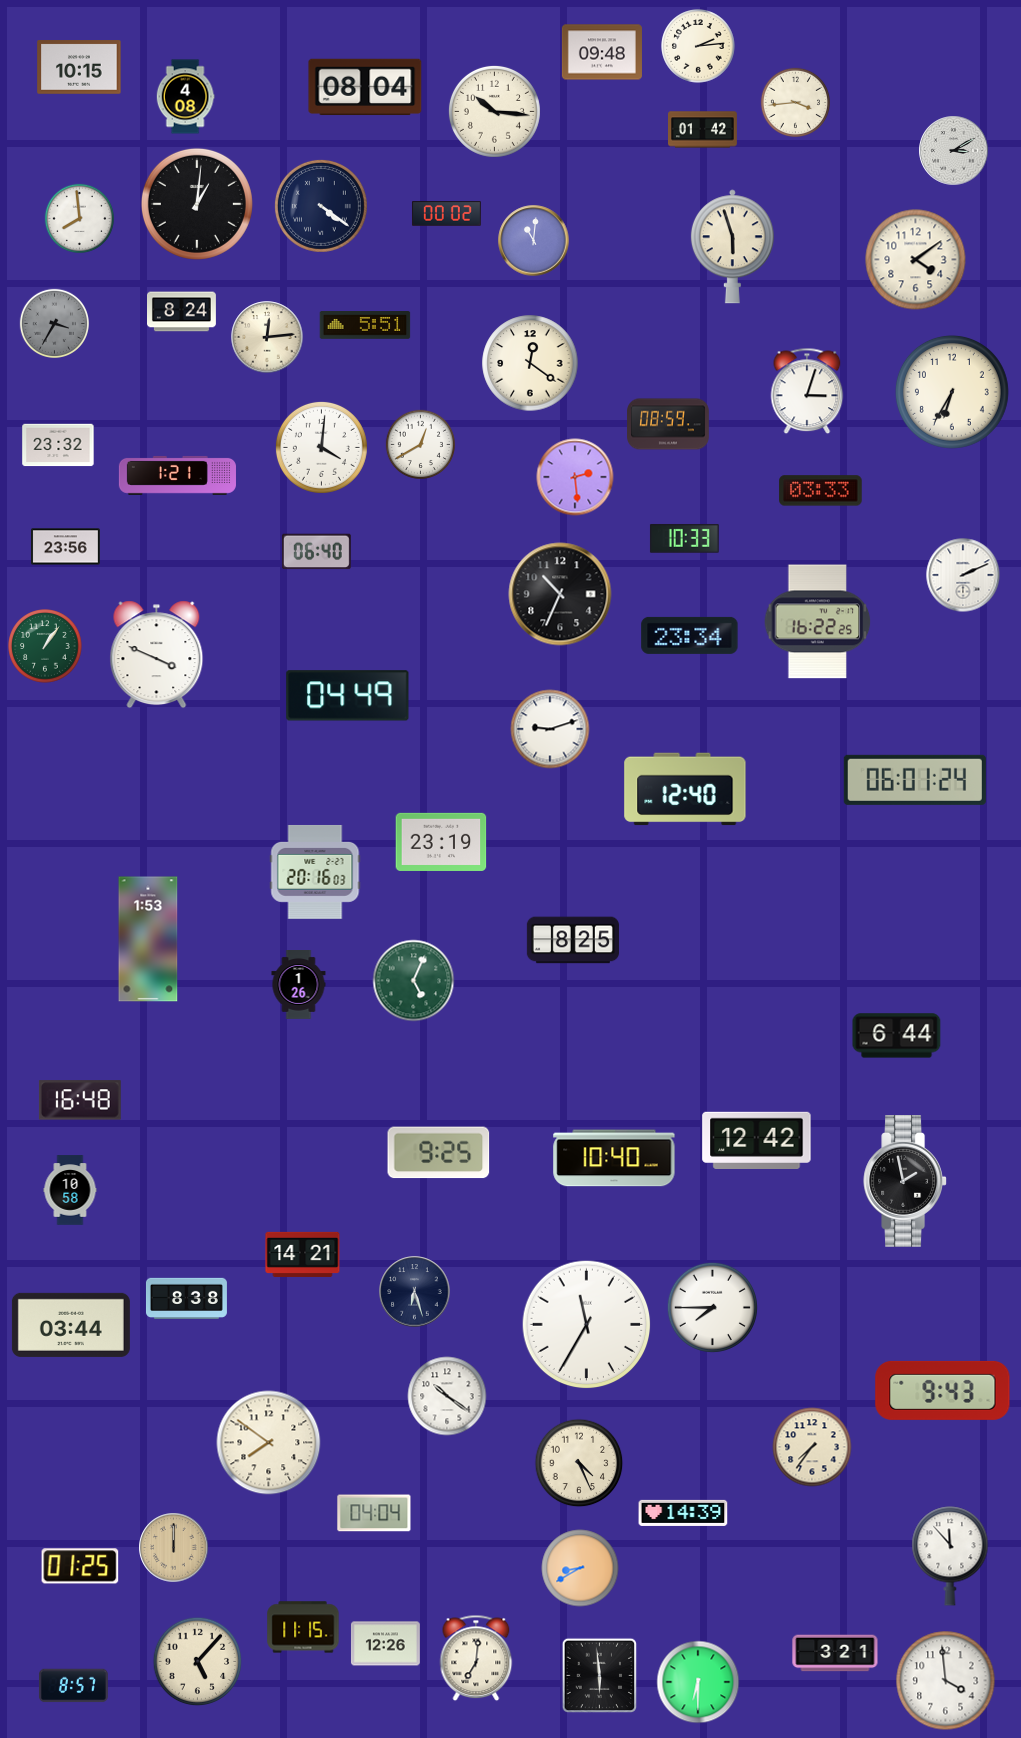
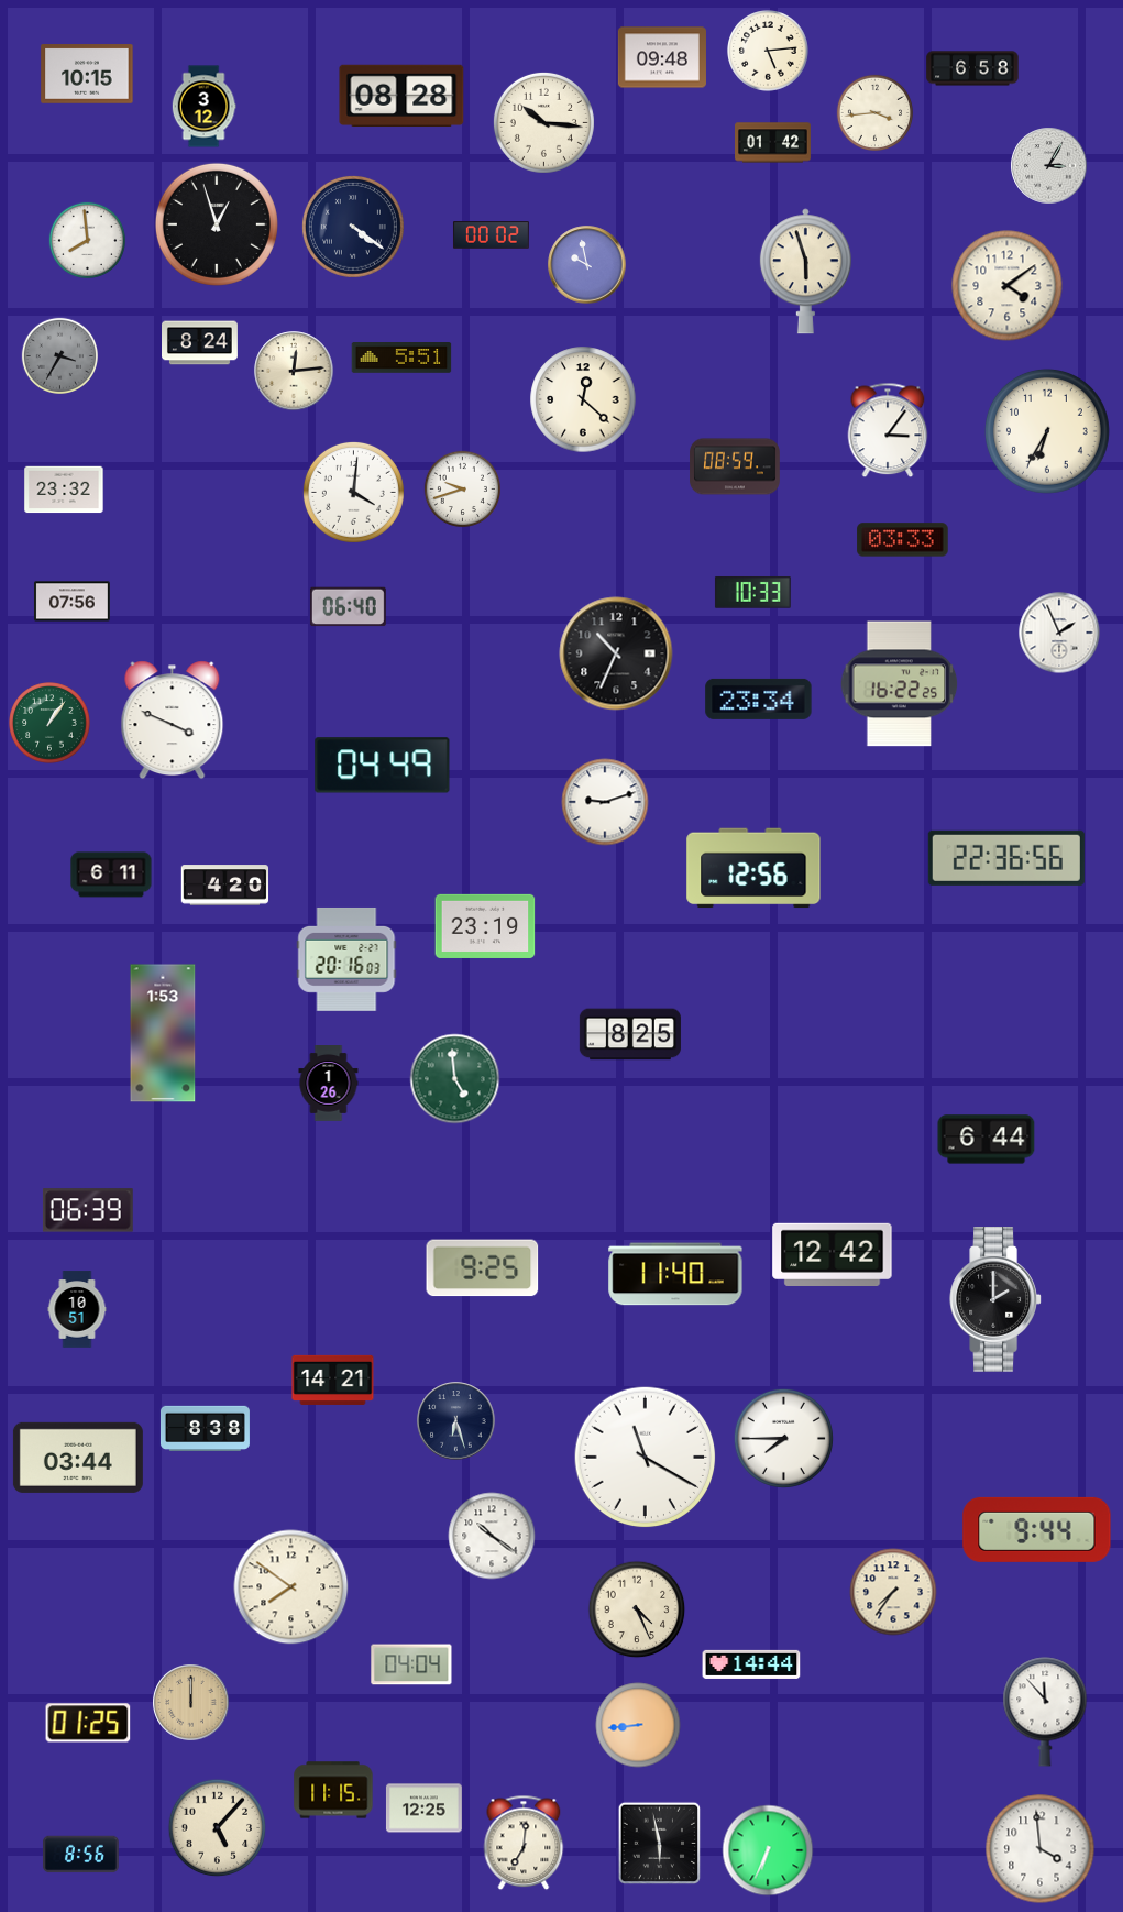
clock at (698, 46): 2:14 -> 5:14
clock at (972, 68): none -> 6:58
clock at (365, 87): 08:04 -> 08:28
clock at (185, 97): 4:08 -> 3:12
clock at (954, 151): 3:10 -> 3:05
clock at (197, 204): 1:01 -> 12:57
clock at (534, 241): 11:01 -> 9:58
clock at (530, 363): 12:21 -> 12:22
clock at (807, 391): 3:03 -> 3:06
clock at (420, 444): 12:40 -> 9:42
clock at (177, 475): 1:21 -> none
clock at (575, 477): 2:29 -> none
clock at (65, 547): 23:56 -> 07:56
clock at (963, 575): 2:11 -> 1:56
clock at (45, 646) position: (45, 646) -> (49, 723)
clock at (915, 780): 06:01 -> 22:36
clock at (685, 789): 12:40 -> 12:56
clock at (111, 875): none -> 6:11
clock at (225, 886): none -> 4:20
clock at (414, 981): 5:04 -> 4:59
clock at (80, 1100): 16:48 -> 06:39
clock at (614, 1158): 10:40 -> 11:40
clock at (905, 1182): 1:58 -> 2:00
clock at (70, 1190): 10:58 -> 10:51
clock at (587, 1325): 11:35 -> 11:20
clock at (943, 1390): 9:43 -> 9:44
clock at (269, 1443) position: (269, 1443) -> (291, 1587)
clock at (683, 1513): 14:39 -> 14:44
clock at (580, 1568): 8:40 -> 8:44
clock at (385, 1644): 12:26 -> 12:25
clock at (835, 1653): 3:21 -> none
clock at (476, 1658) position: (476, 1658) -> (524, 1843)
clock at (600, 1676): 5:59 -> 5:58
clock at (698, 1682): 6:30 -> 6:34
clock at (73, 1686): 8:57 -> 8:56
